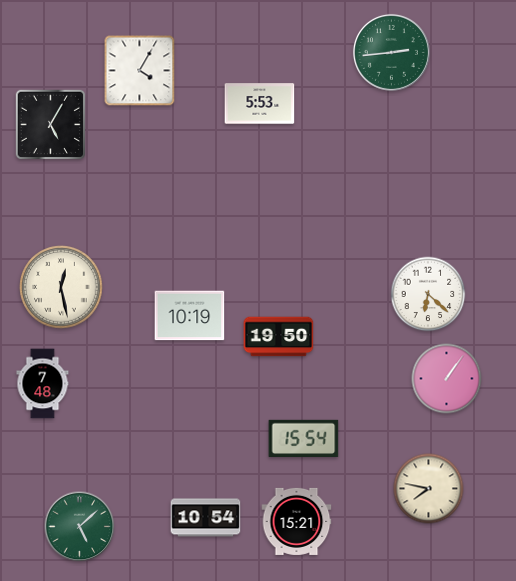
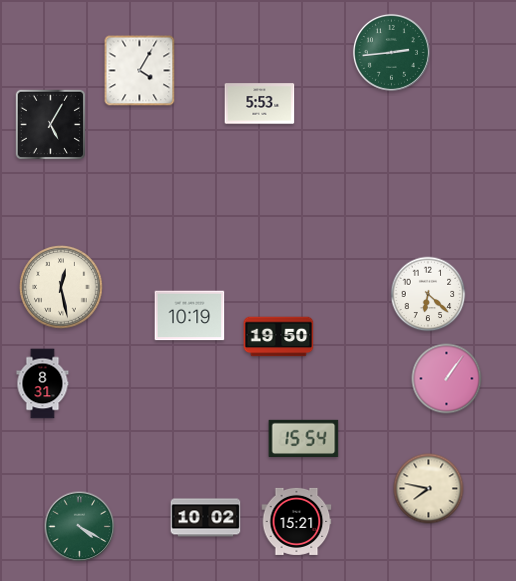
clock at (43, 384): 7:48 -> 8:31
clock at (206, 518): 10:54 -> 10:02
clock at (80, 527): 5:08 -> 4:20
